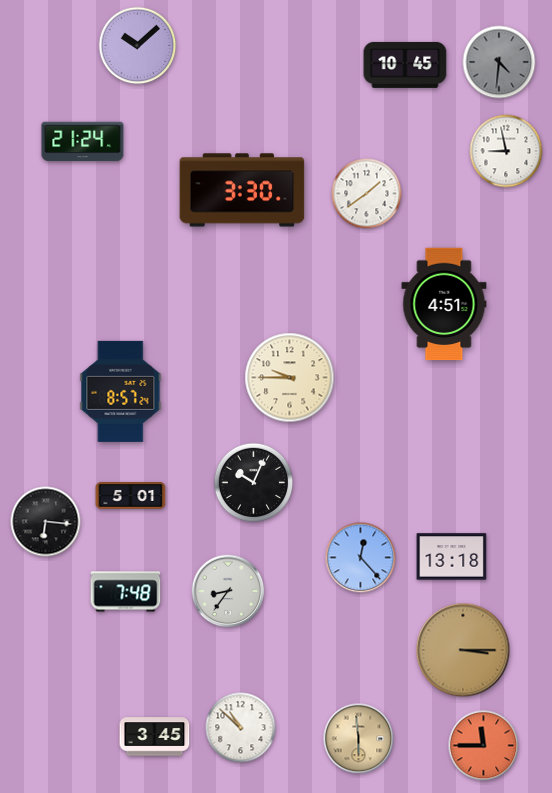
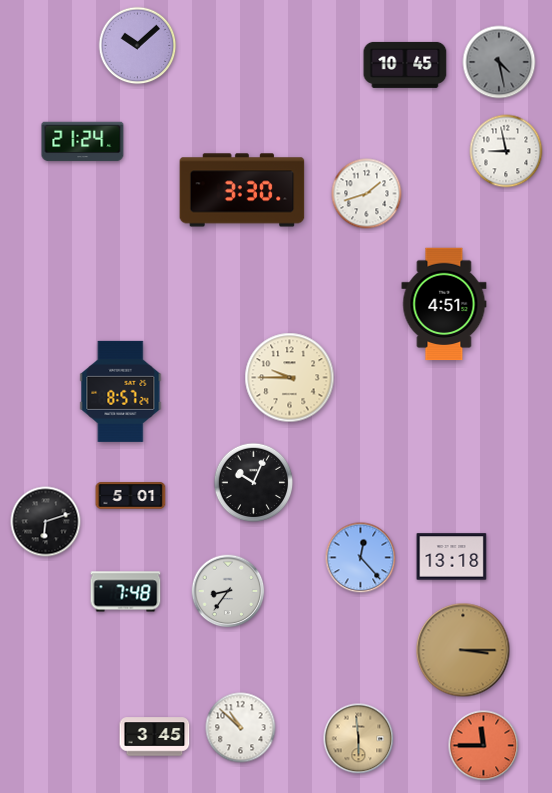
clock at (499, 62): 4:31 -> 4:28
clock at (367, 194): 1:39 -> 1:42
clock at (46, 522): 6:16 -> 6:12
